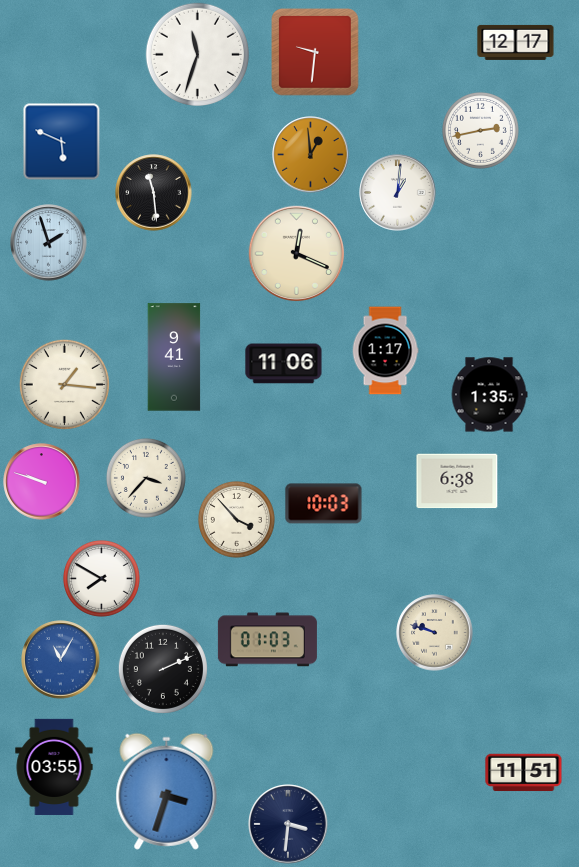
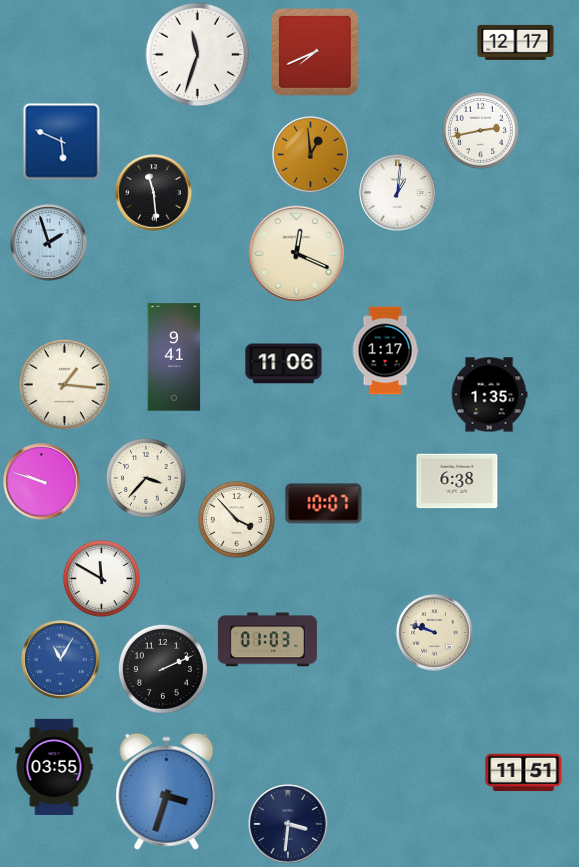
clock at (316, 53): 9:31 -> 7:41
clock at (324, 504): 10:03 -> 10:07
clock at (101, 578): 7:50 -> 11:50
